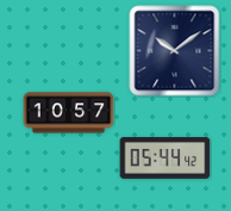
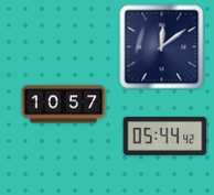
clock at (175, 51): 10:09 -> 12:09
clock at (166, 157) position: (166, 157) -> (165, 136)
